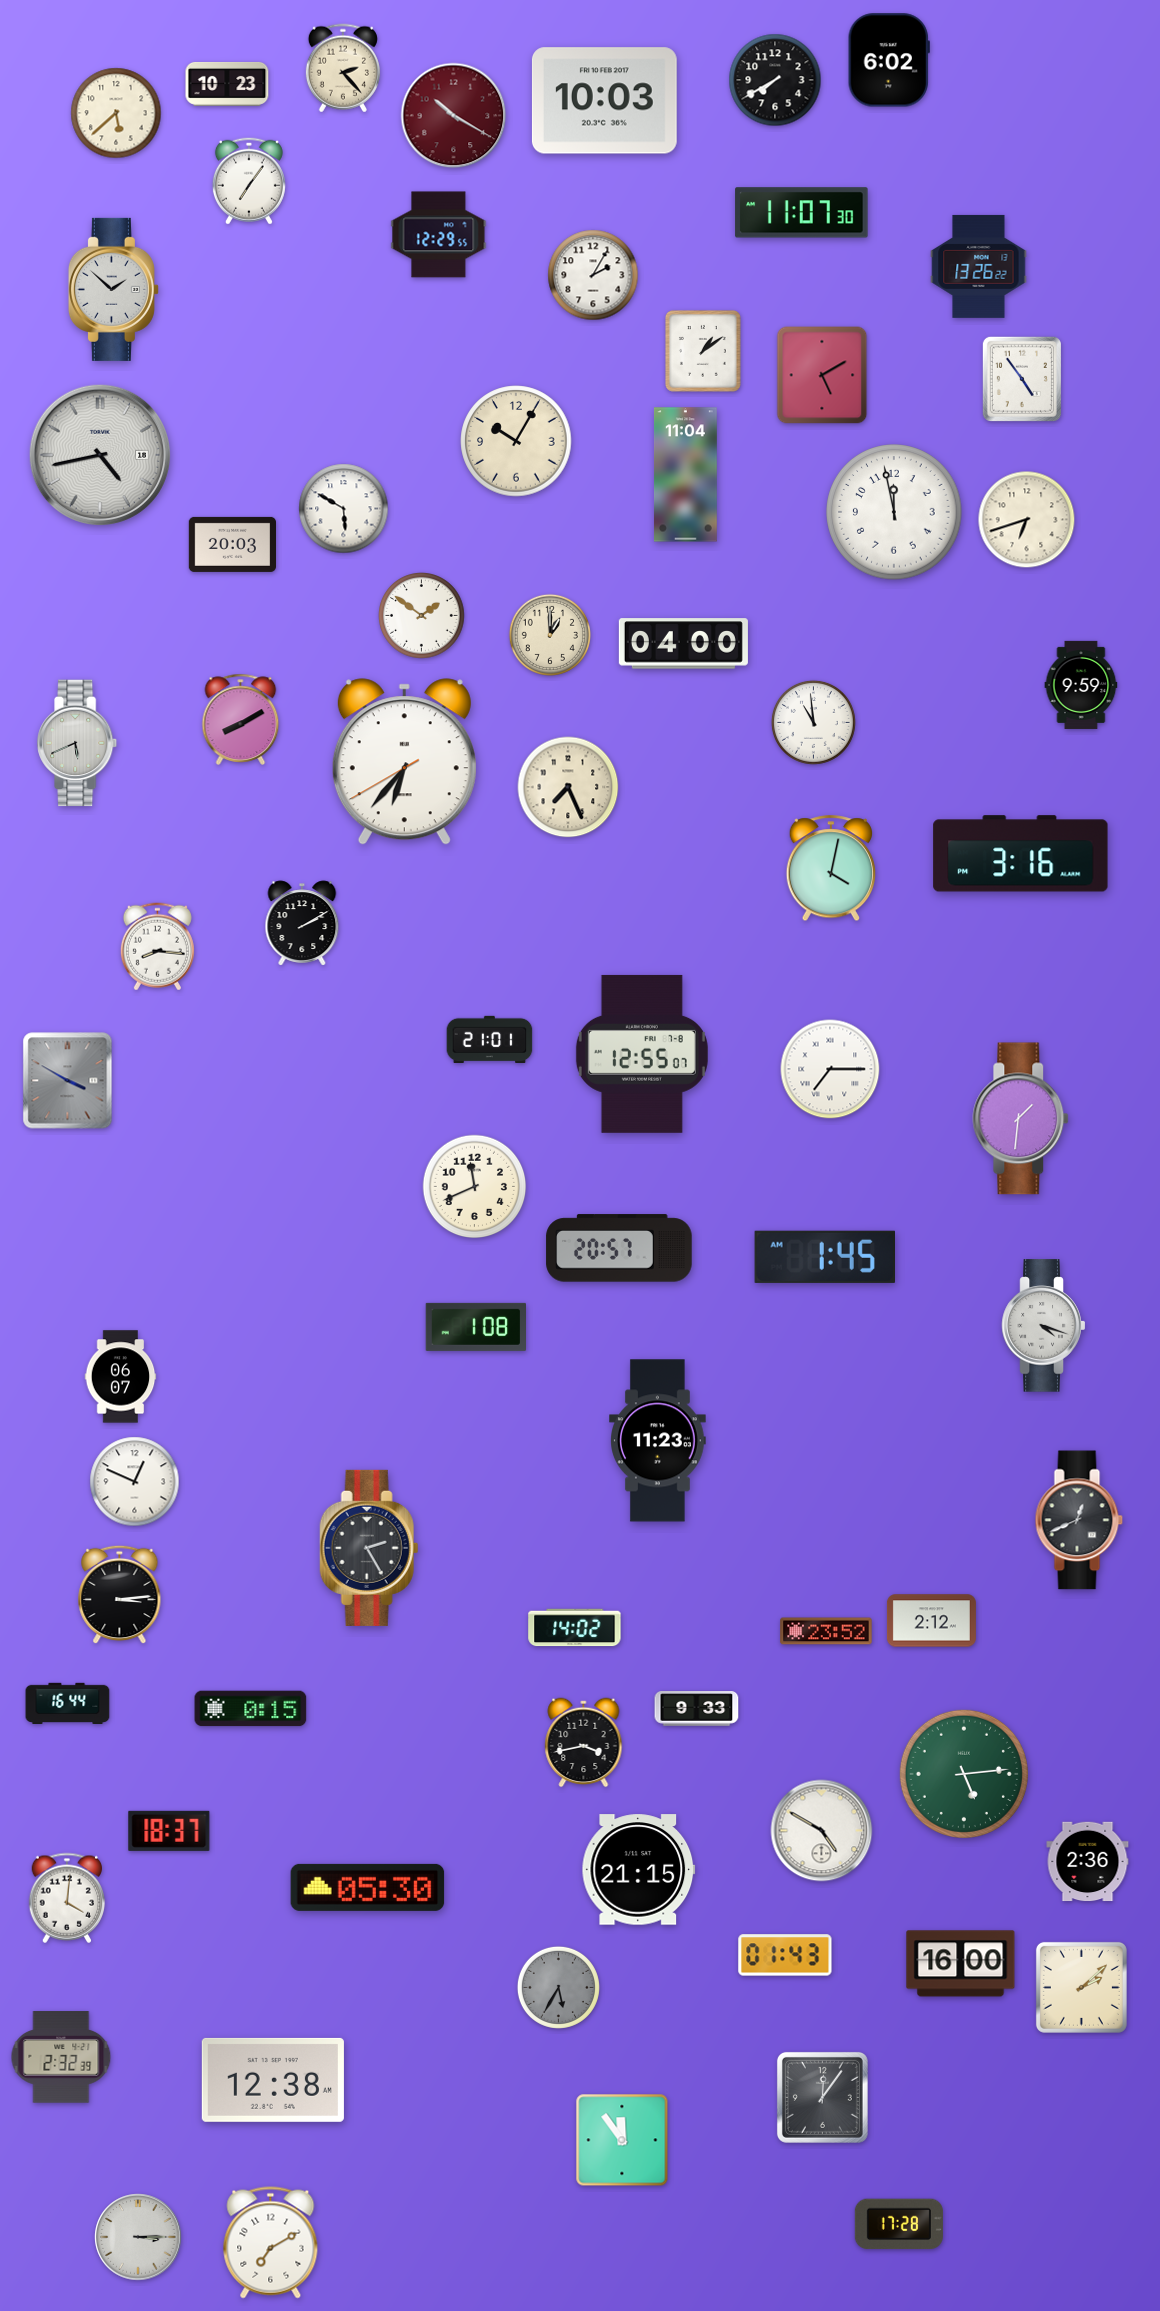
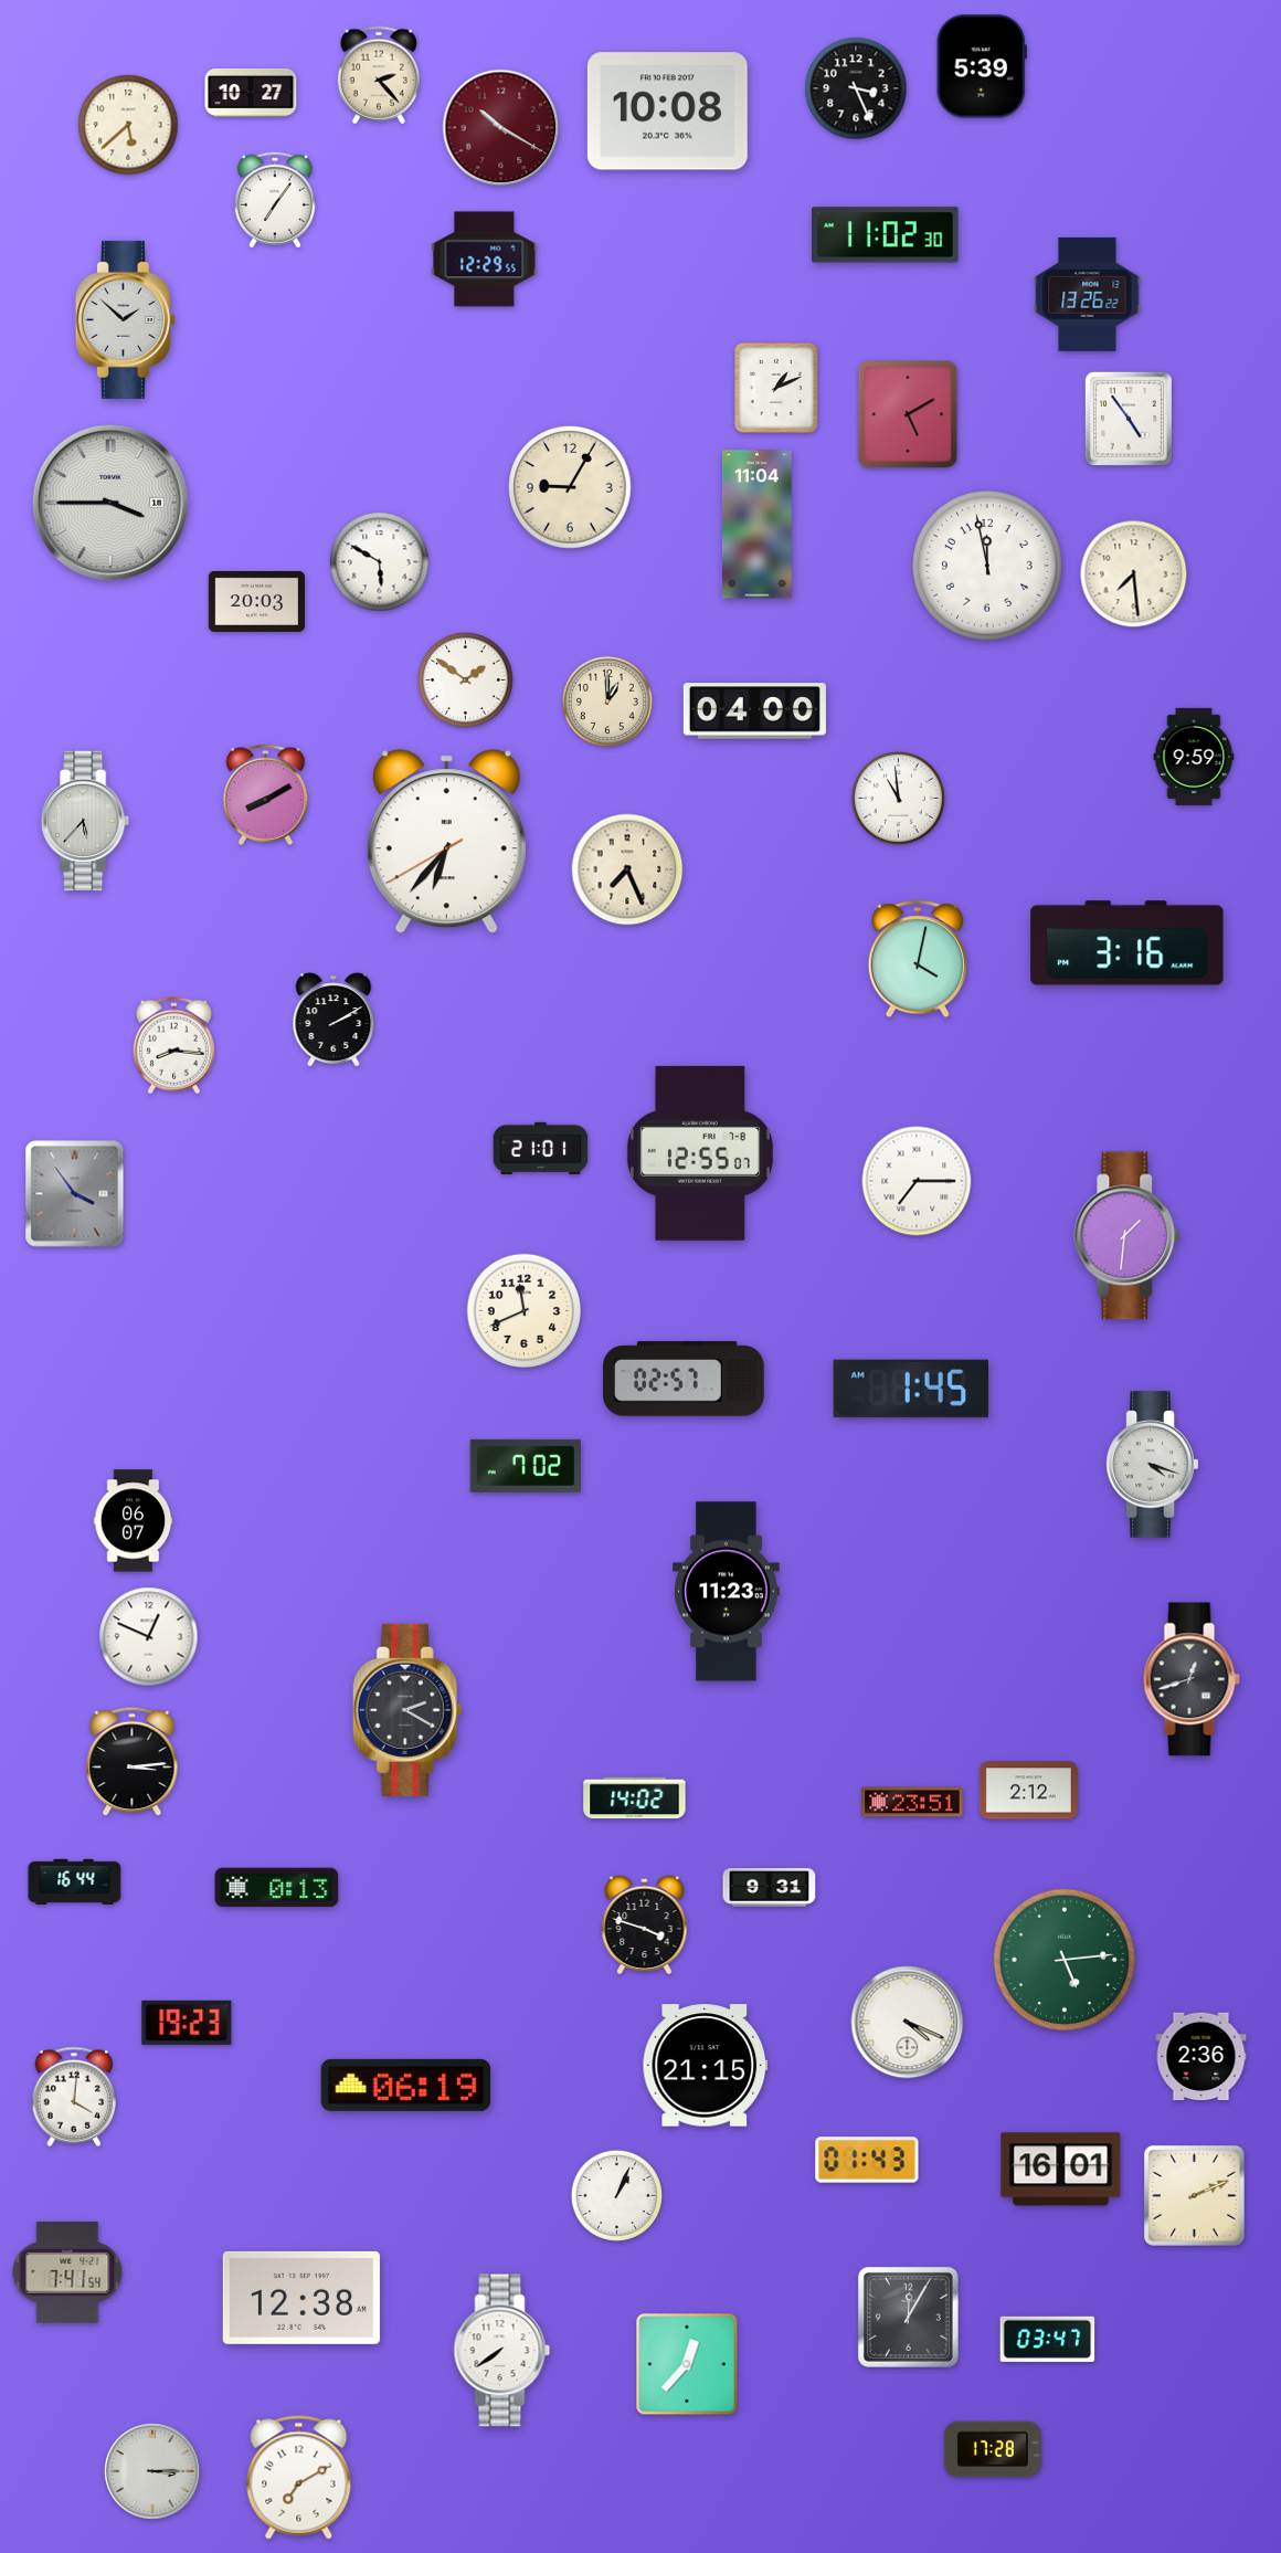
clock at (889, 60): 6:02 -> 5:39
clock at (775, 80): 7:40 -> 3:26
clock at (227, 84): 10:23 -> 10:27
clock at (604, 101): 10:03 -> 10:08
clock at (802, 213): 11:07 -> 11:02
clock at (979, 266) position: (979, 266) -> (1088, 294)
clock at (593, 275): 2:05 -> none
clock at (703, 351): 1:09 -> 1:11
clock at (516, 441): 10:05 -> 9:05
clock at (99, 454): 4:43 -> 3:45
clock at (1027, 520): 6:42 -> 7:29
clock at (78, 743): 5:41 -> 5:37
clock at (642, 1054) position: (642, 1054) -> (700, 1153)
clock at (68, 1081): 3:50 -> 3:54
clock at (619, 1248): 20:57 -> 02:57
clock at (475, 1327): 1:08 -> 7:02
clock at (1079, 1520): 12:41 -> 12:42
clock at (369, 1548): 2:25 -> 2:20
clock at (826, 1631): 23:52 -> 23:51
clock at (251, 1709): 0:15 -> 0:13
clock at (697, 1709): 9:33 -> 9:31
clock at (584, 1743): 3:43 -> 3:48
clock at (169, 1831): 18:37 -> 19:23
clock at (822, 1831): 4:50 -> 4:19
clock at (368, 1887): 05:30 -> 06:19
clock at (961, 1964): 16:00 -> 16:01
clock at (558, 1987): 5:35 -> 1:04
clock at (558, 1987) dial: grey -> white
clock at (1081, 1987): 2:08 -> 2:11
clock at (61, 2057): 2:32 -> 7:41
clock at (822, 2097): 12:06 -> 12:05
clock at (1048, 2339): none -> 03:47
clock at (502, 2351): none -> 7:39
clock at (622, 2140): 11:54 -> 12:37
clock at (899, 2224) position: (899, 2224) -> (993, 2449)
